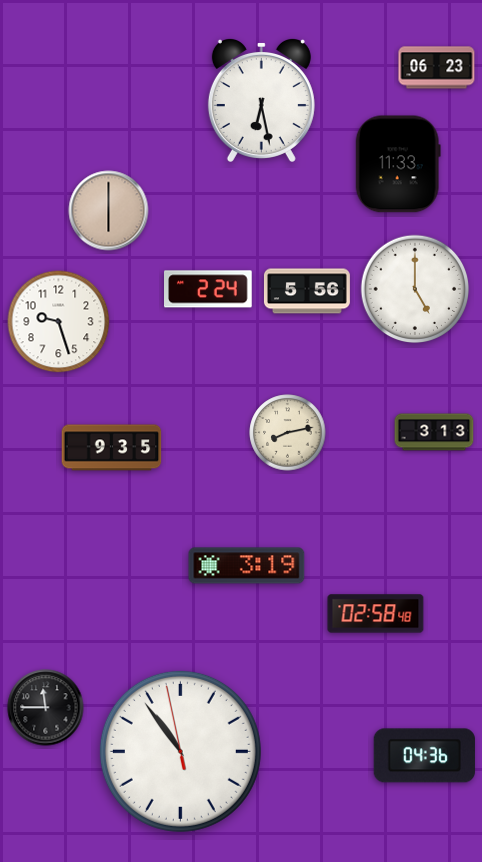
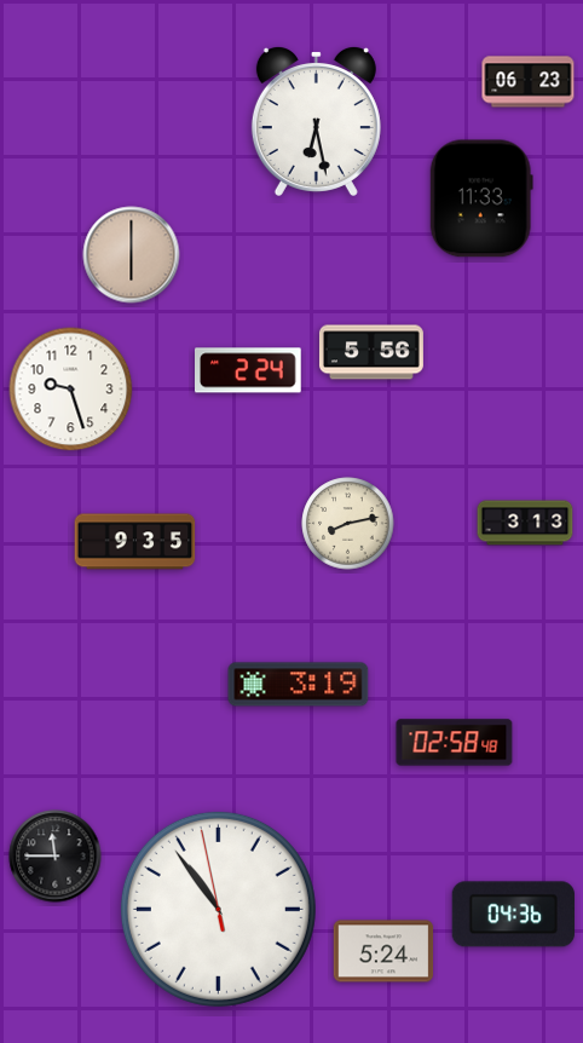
clock at (209, 289) position: (209, 289) -> (249, 370)
clock at (415, 289): 5:00 -> none
clock at (383, 951): none -> 5:24
